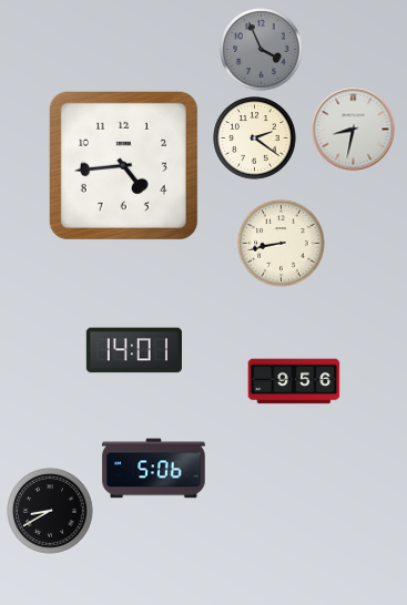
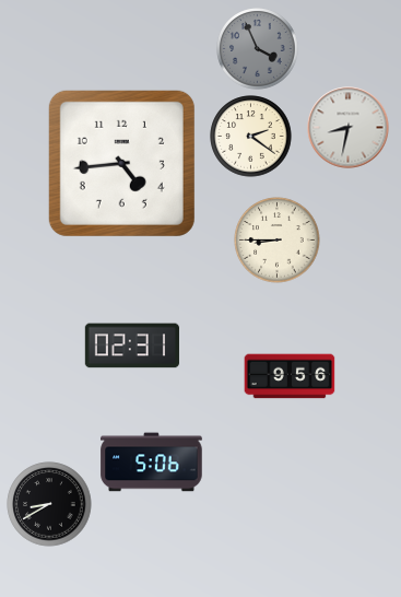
clock at (282, 244): 8:43 -> 8:45
clock at (134, 350): 14:01 -> 02:31
